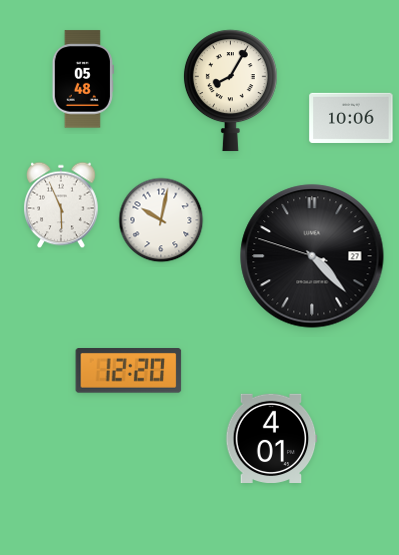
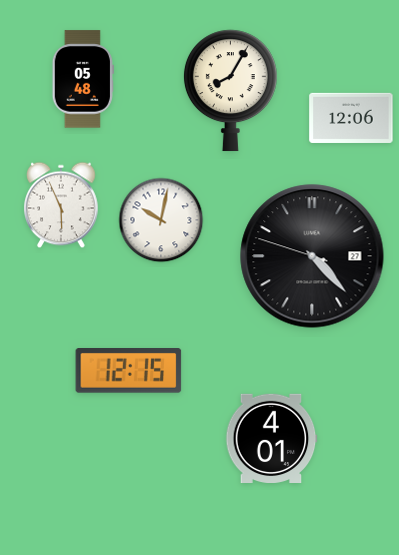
clock at (351, 118): 10:06 -> 12:06
clock at (129, 371): 12:20 -> 12:15
